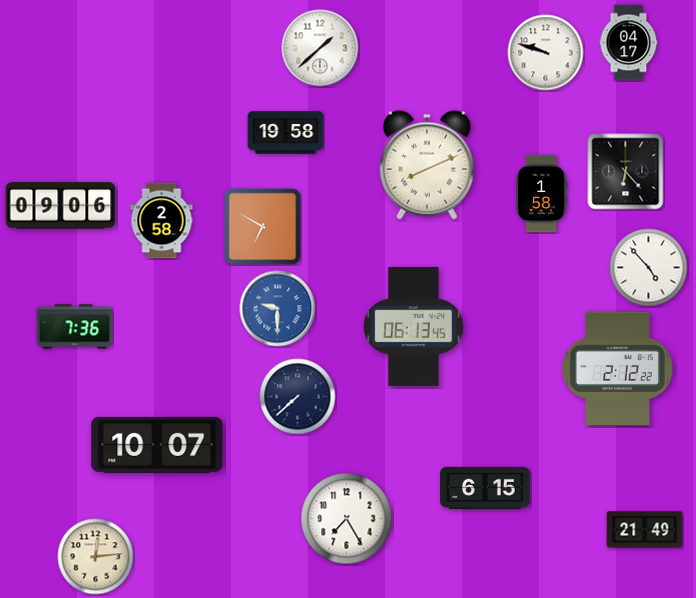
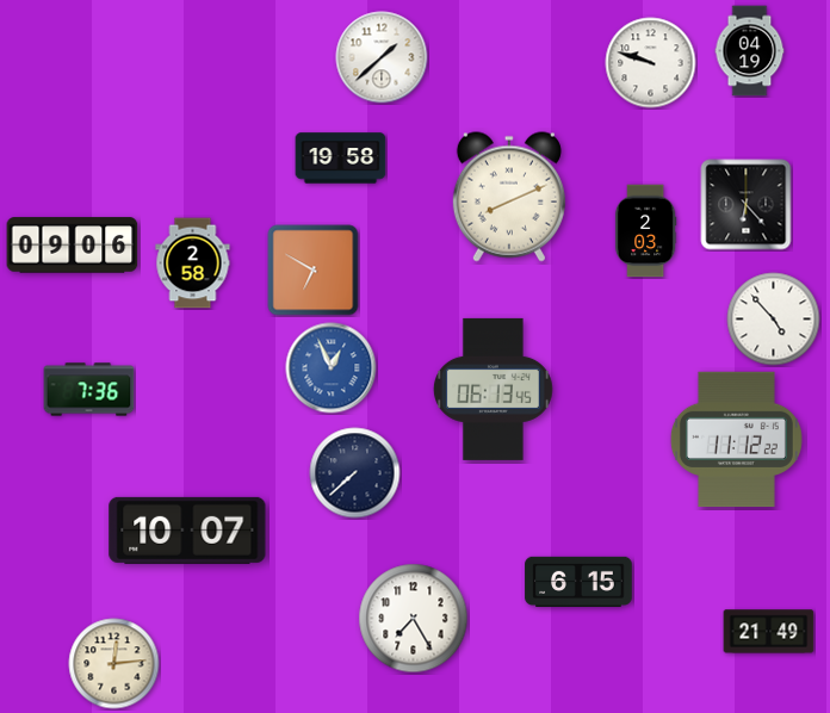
clock at (629, 43): 04:17 -> 04:19
clock at (541, 194): 1:58 -> 2:03
clock at (278, 309): 9:30 -> 12:56
clock at (617, 369): 2:12 -> 11:12
